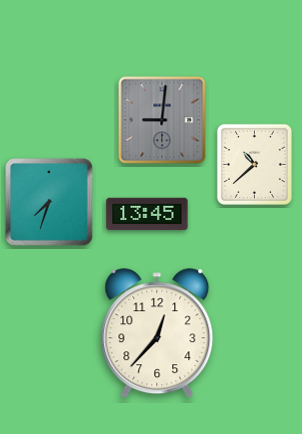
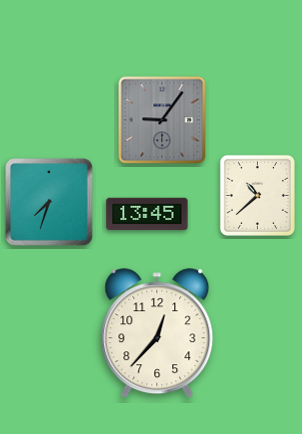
clock at (162, 120): 9:01 -> 9:06
clock at (254, 164) position: (254, 164) -> (257, 195)
